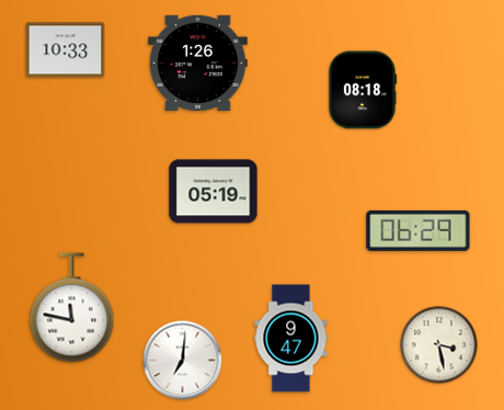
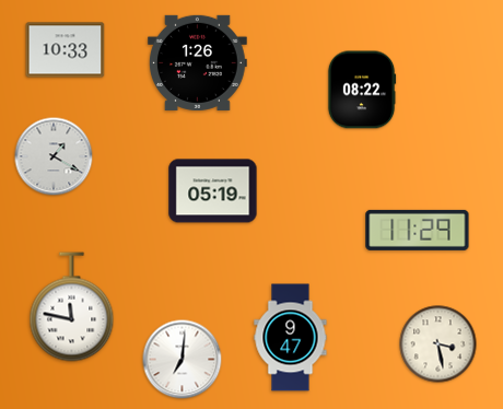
clock at (363, 90): 08:18 -> 08:22
clock at (54, 156): none -> 1:20
clock at (419, 230): 06:29 -> 11:29
